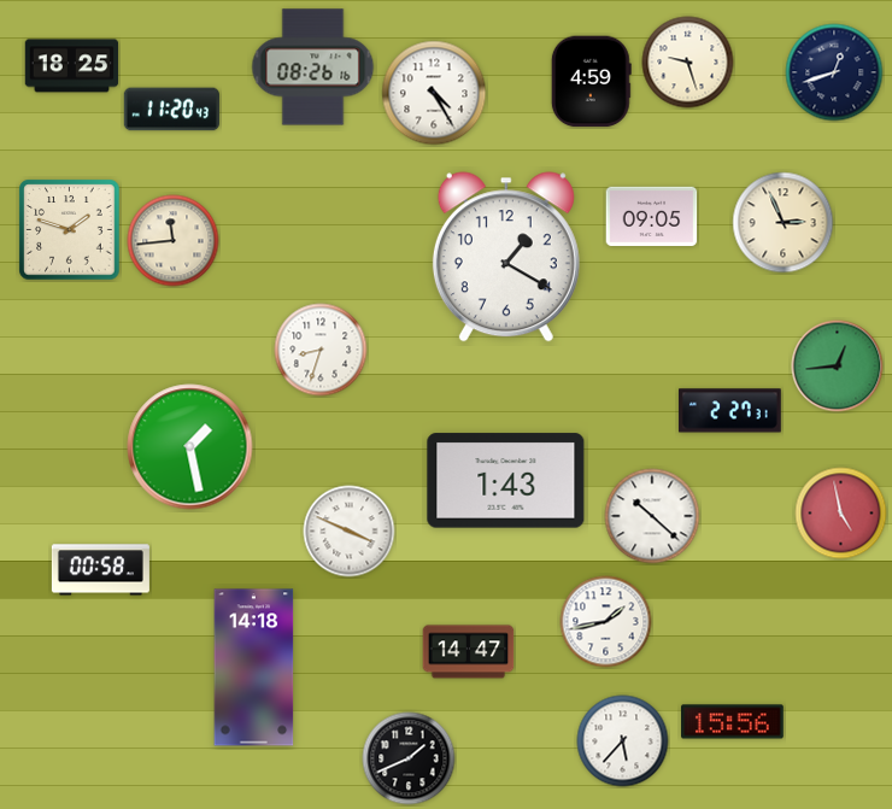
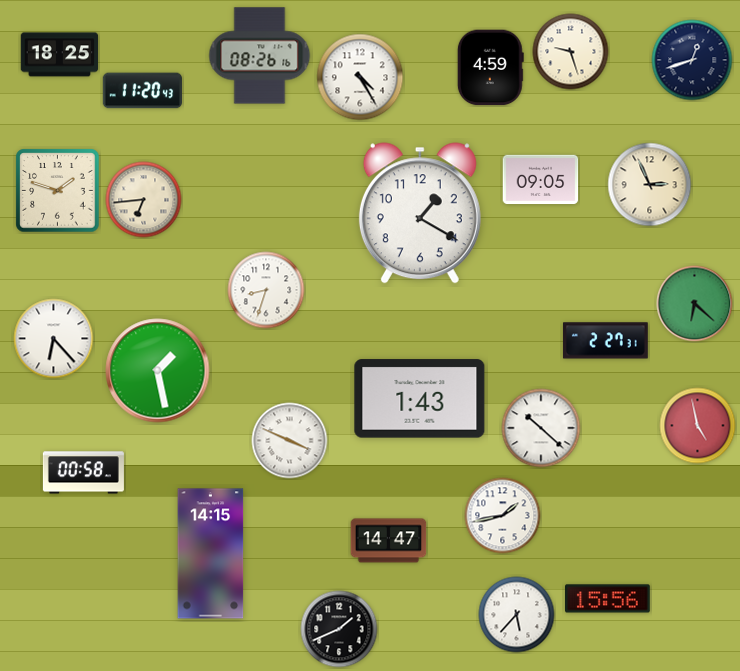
clock at (174, 241): 11:44 -> 6:44
clock at (838, 367): 12:44 -> 6:22
clock at (54, 339): none -> 6:23
clock at (254, 668): 14:18 -> 14:15
